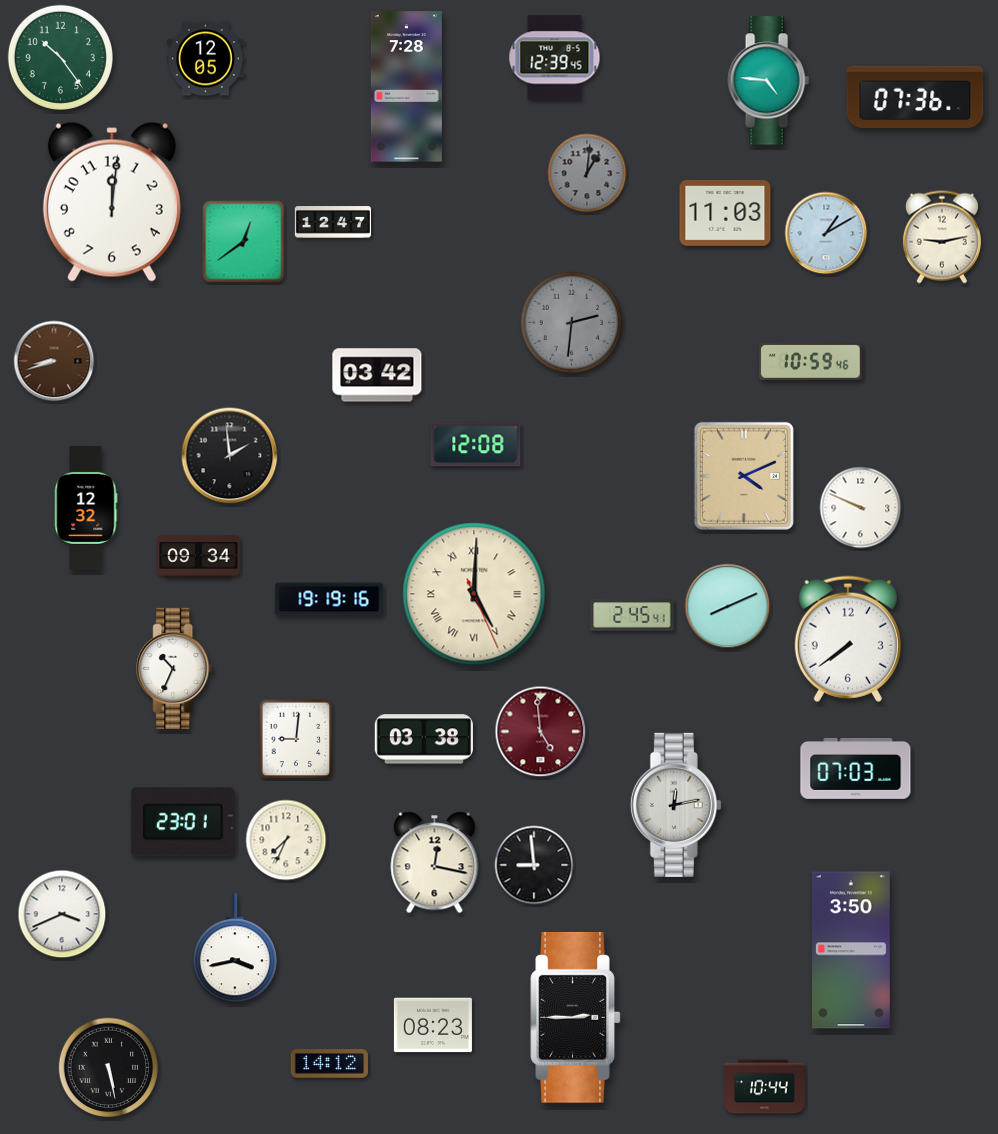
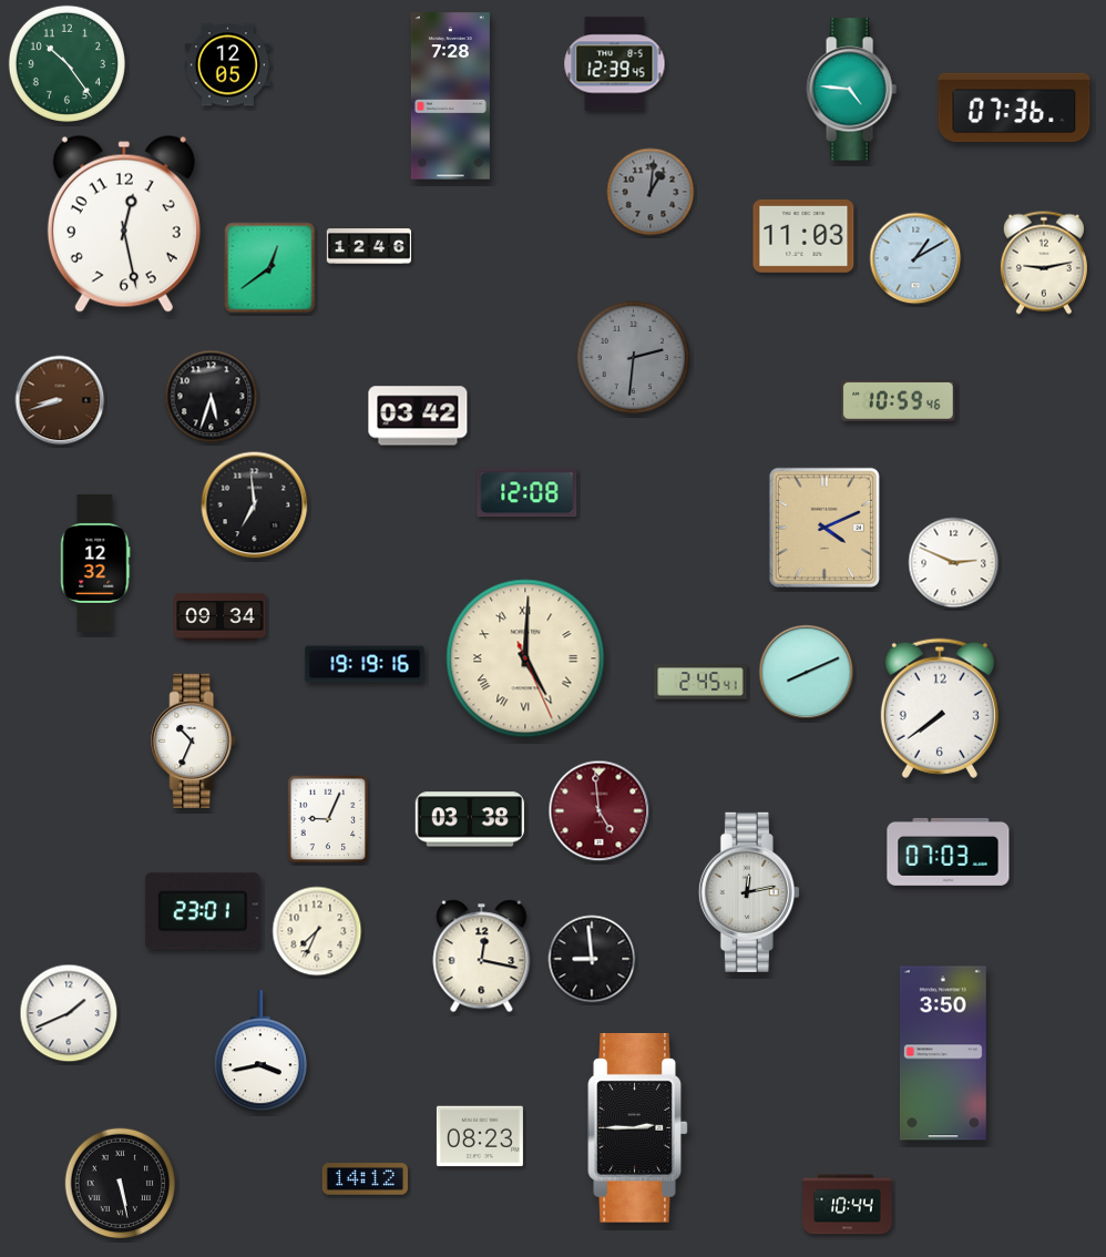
clock at (112, 202): 12:01 -> 12:28
clock at (332, 222): 12:47 -> 12:46
clock at (212, 397): none -> 5:33
clock at (230, 456): 1:59 -> 6:59
clock at (861, 508): 9:49 -> 2:49
clock at (296, 739): 9:01 -> 9:04
clock at (62, 914): 3:41 -> 1:41
